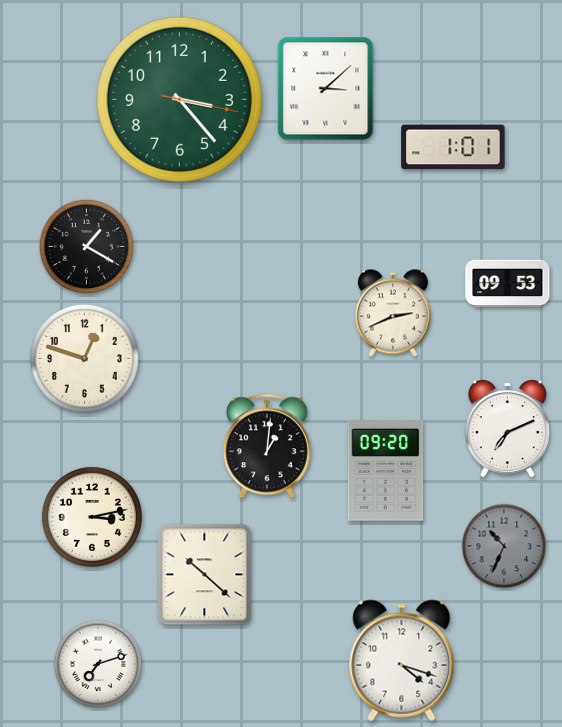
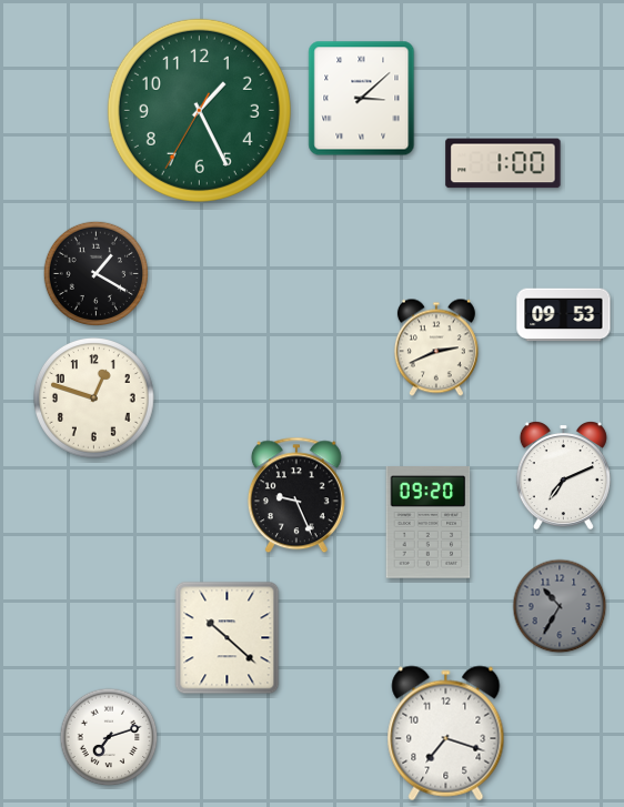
clock at (179, 99): 3:23 -> 1:25
clock at (453, 147): 1:01 -> 1:00
clock at (267, 446): 1:01 -> 9:26
clock at (92, 517): 3:13 -> none
clock at (504, 546): 10:34 -> 10:35
clock at (402, 661): 4:18 -> 7:18
